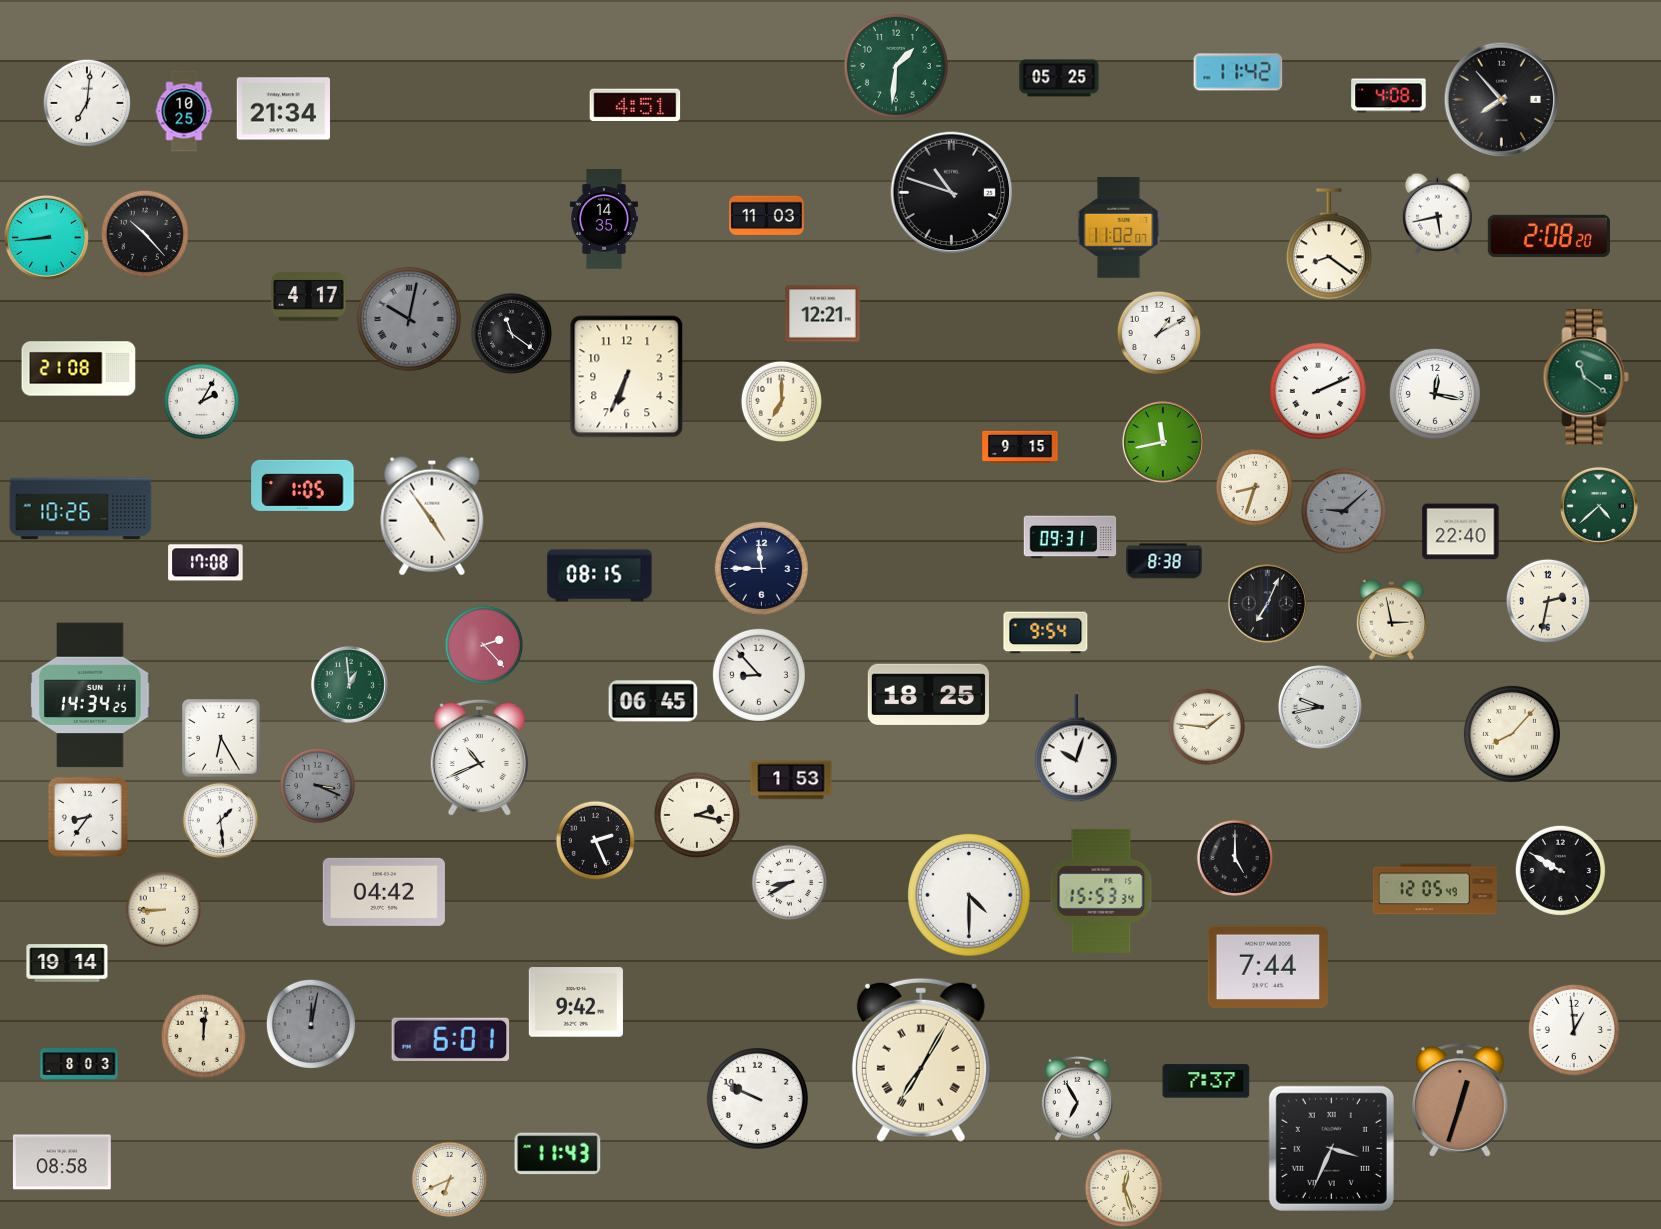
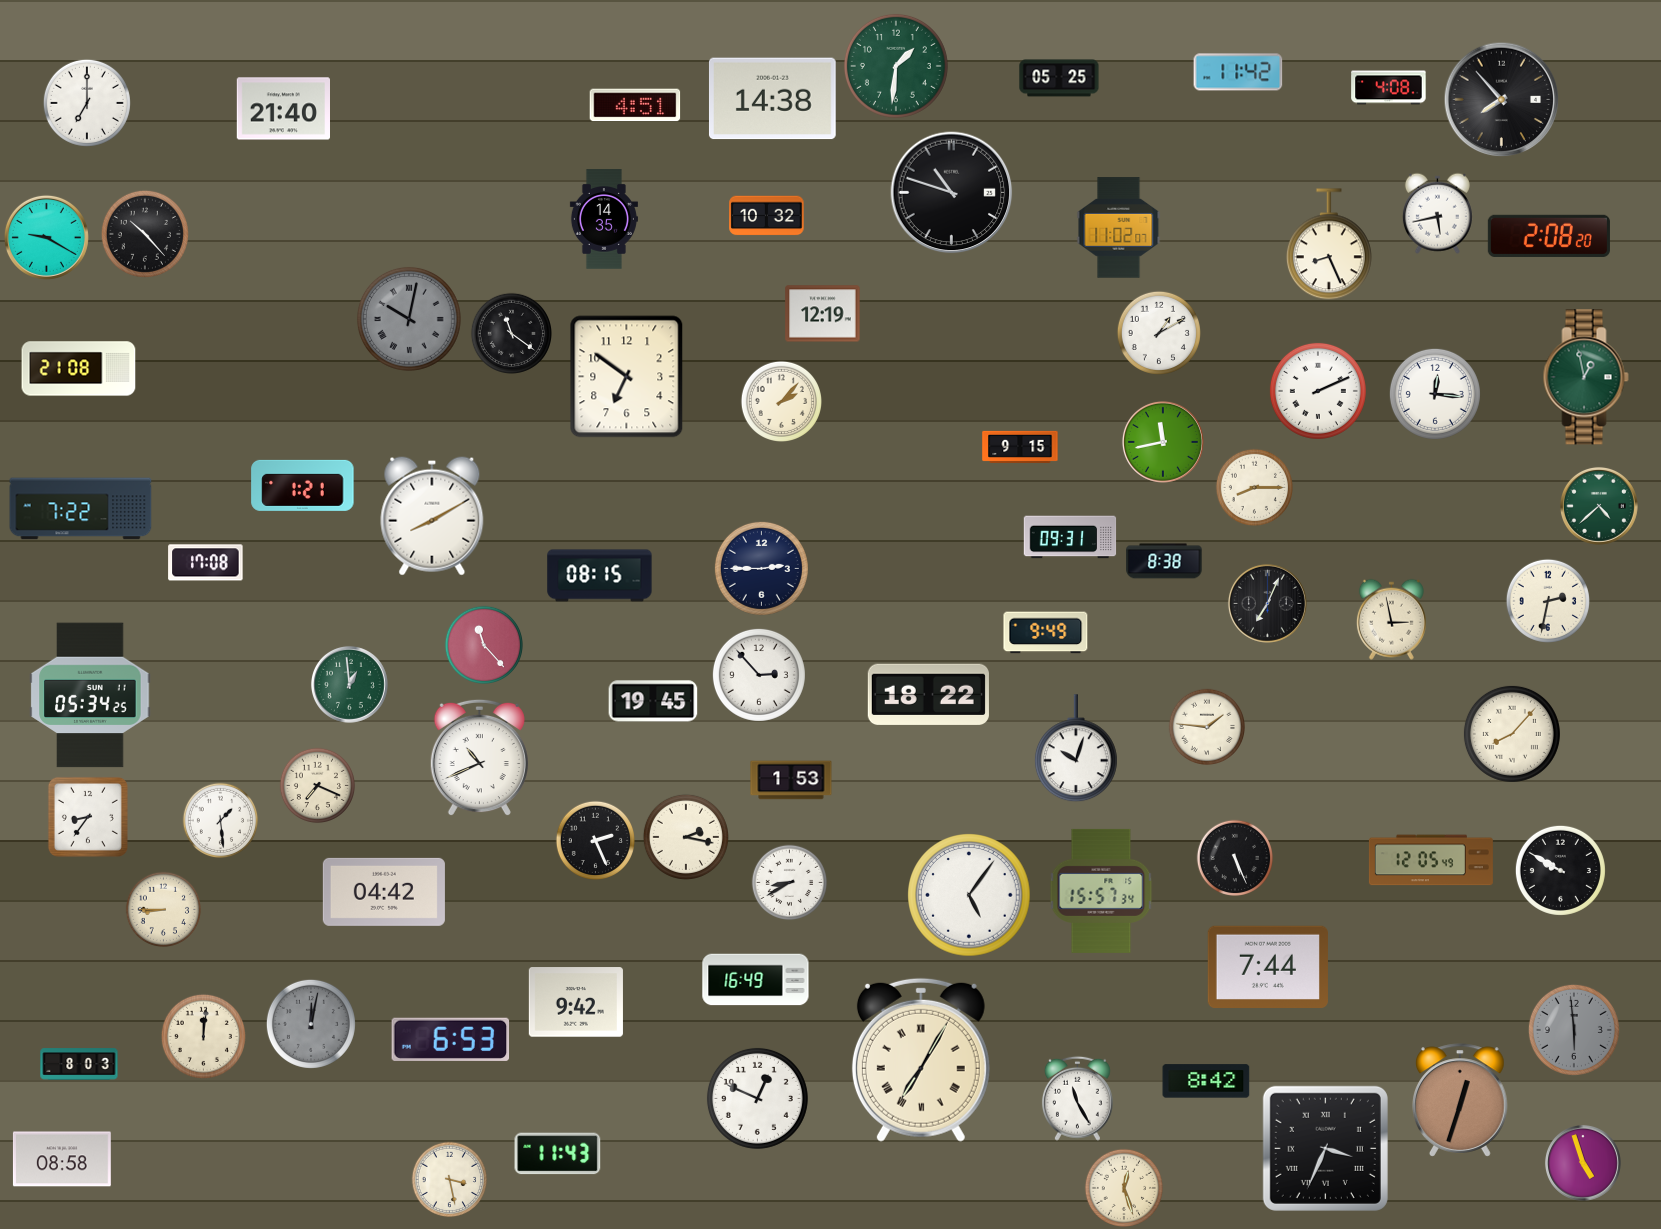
clock at (1389, 96) position: (1389, 96) -> (1389, 88)
clock at (772, 99): none -> 14:38
clock at (87, 103): 7:01 -> 7:00
clock at (283, 109): 21:34 -> 21:40
clock at (184, 111): 10:25 -> none
clock at (767, 216): 11:03 -> 10:32
clock at (46, 237): 8:44 -> 9:20
clock at (1329, 245): 8:21 -> 8:26
clock at (309, 297): 4:17 -> none
clock at (823, 314): 12:21 -> 12:19
clock at (627, 377): 6:34 -> 6:51
clock at (1586, 377): 11:21 -> 12:58
clock at (1435, 394): 12:17 -> 12:16
clock at (781, 401): 7:00 -> 2:07
clock at (202, 402): 2:05 -> none
clock at (303, 485): 1:05 -> 1:21
clock at (1254, 487): 8:33 -> 8:15
clock at (81, 509): 10:26 -> 7:22
clock at (1344, 511): 9:08 -> none
clock at (432, 516): 4:54 -> 8:10
clock at (1461, 532): 22:40 -> none
clock at (761, 568): 11:45 -> 2:45
clock at (1046, 633): 9:54 -> 9:49
clock at (483, 644): 2:23 -> 11:23
clock at (759, 675): 8:53 -> 2:53
clock at (928, 694): 18:25 -> 18:22
clock at (90, 695): 14:34 -> 05:34
clock at (653, 701): 06:45 -> 19:45
clock at (1320, 707): 9:43 -> none
clock at (221, 738): 6:25 -> none
clock at (318, 786): 3:19 -> 7:19
clock at (318, 786) dial: grey -> cream
clock at (697, 815) position: (697, 815) -> (686, 837)
clock at (1235, 858): 5:00 -> 5:26
clock at (1435, 889) position: (1435, 889) -> (1431, 860)
clock at (1101, 891): 15:53 -> 15:57
clock at (969, 895): 4:30 -> 5:06
clock at (67, 963): 19:14 -> none
clock at (756, 980): none -> 16:49
clock at (1574, 1030): 12:59 -> 5:59
clock at (1574, 1030) dial: white -> grey
clock at (451, 1039): 6:01 -> 6:53
clock at (1206, 1081): 7:37 -> 8:42
clock at (757, 1098): 9:49 -> 12:49
clock at (1077, 1098): 6:55 -> 11:25
clock at (1331, 1148) position: (1331, 1148) -> (1325, 1148)
clock at (62, 1162) position: (62, 1162) -> (62, 1159)
clock at (1583, 1163): none -> 4:57
clock at (450, 1180): 6:41 -> 3:28
